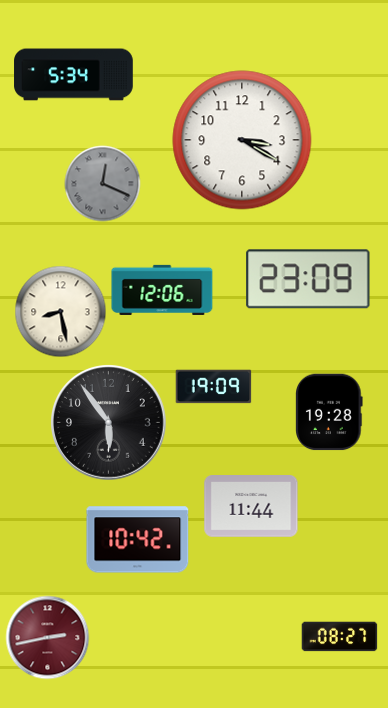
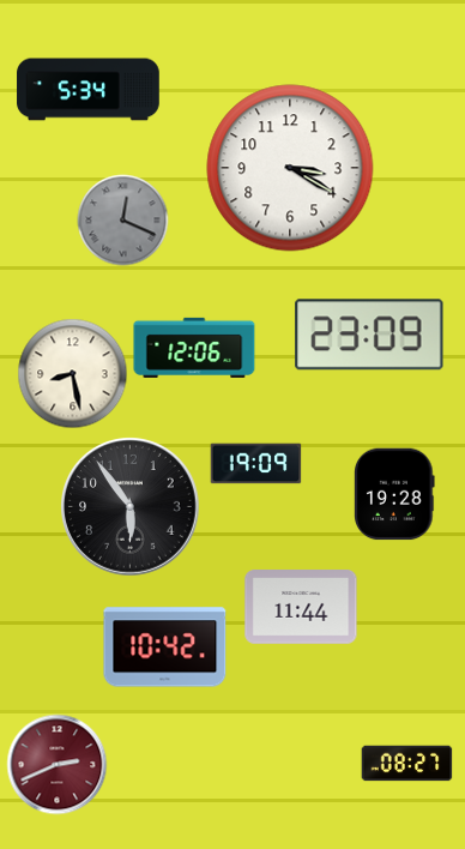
clock at (48, 638): 2:43 -> 2:41
